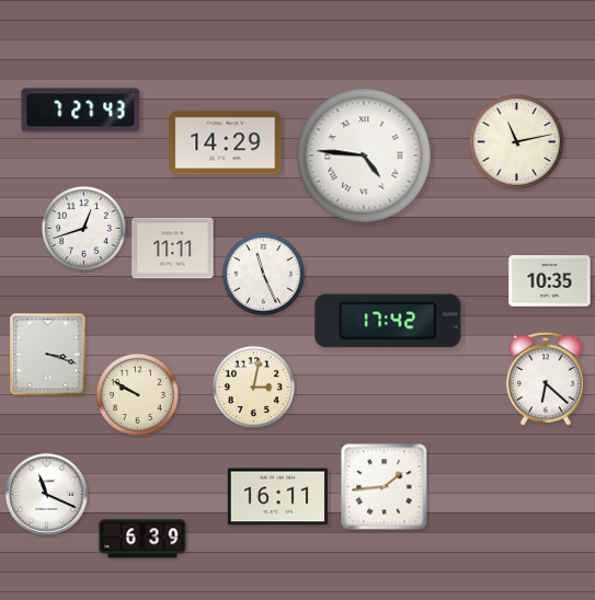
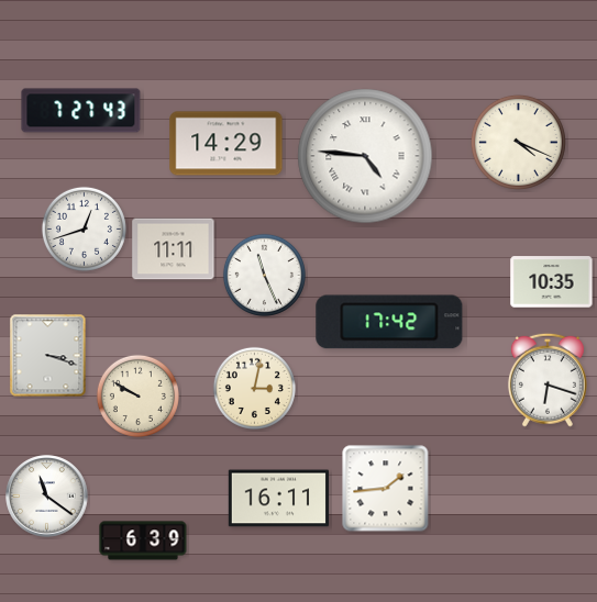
clock at (516, 141): 11:13 -> 4:19
clock at (546, 379): 6:22 -> 6:18
clock at (47, 495): 11:19 -> 11:21
